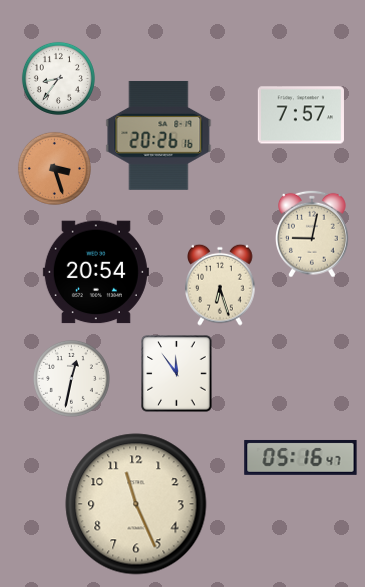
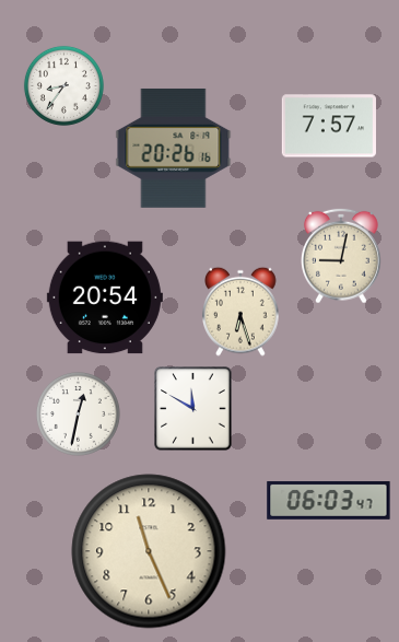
clock at (54, 168): 3:27 -> none
clock at (177, 374): 11:54 -> 11:50
clock at (301, 457): 05:16 -> 06:03
